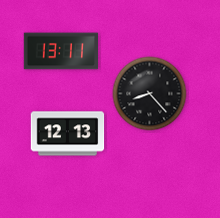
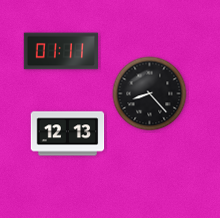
clock at (61, 51): 13:11 -> 01:11
